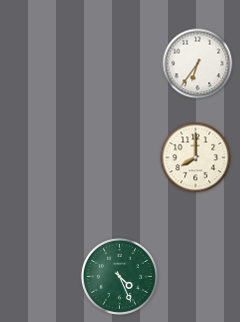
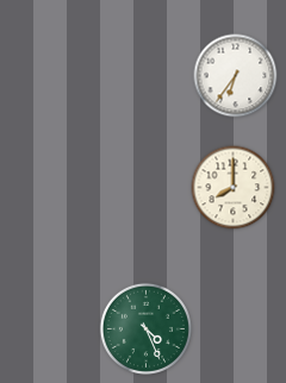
clock at (119, 276) position: (119, 276) -> (145, 328)
